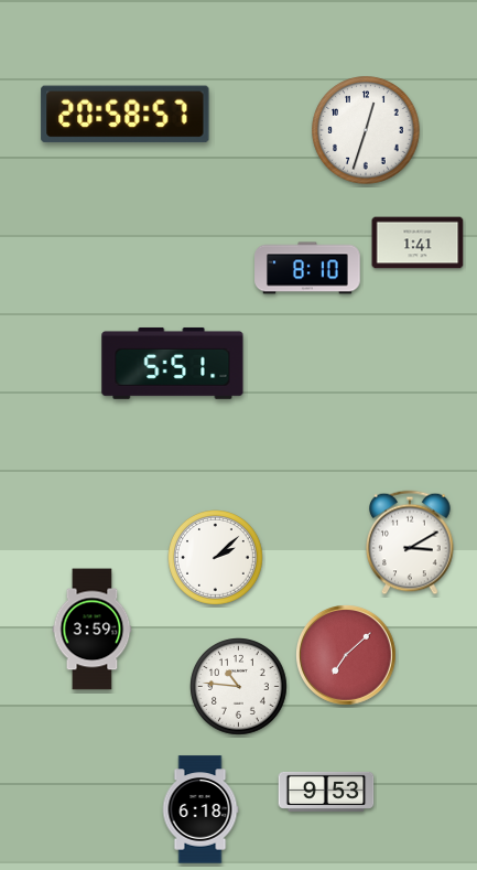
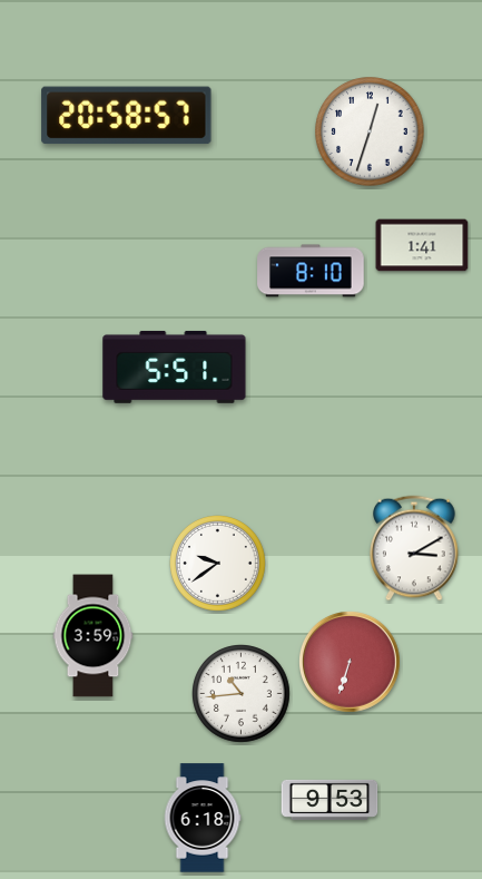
clock at (216, 558): 2:08 -> 9:39
clock at (347, 656): 7:08 -> 6:33
clock at (239, 687): 10:46 -> 10:44
